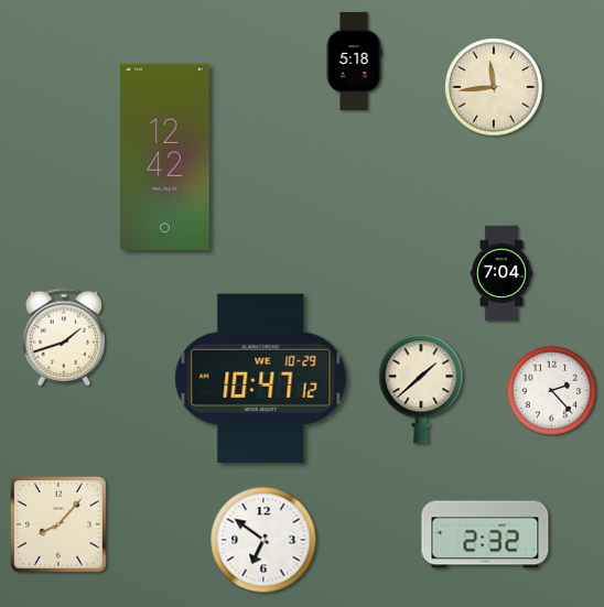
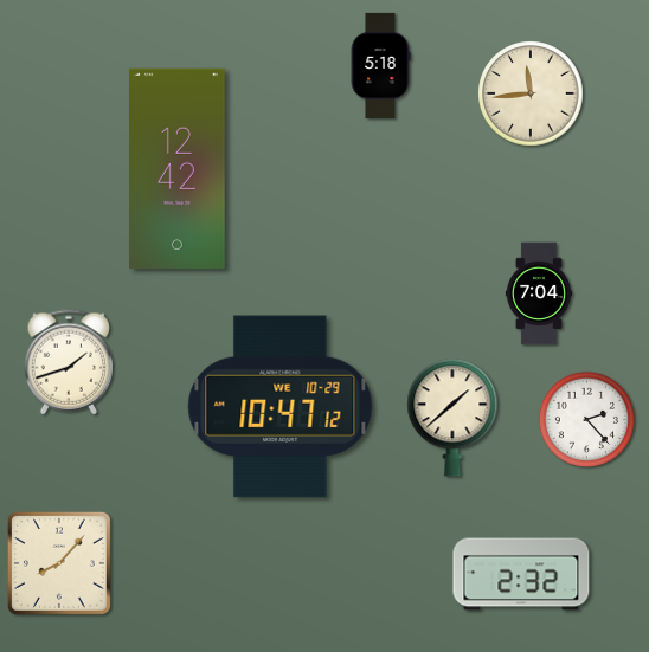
clock at (551, 390) position: (551, 390) -> (586, 419)
clock at (58, 524) position: (58, 524) -> (59, 563)
clock at (263, 540): 6:51 -> none
